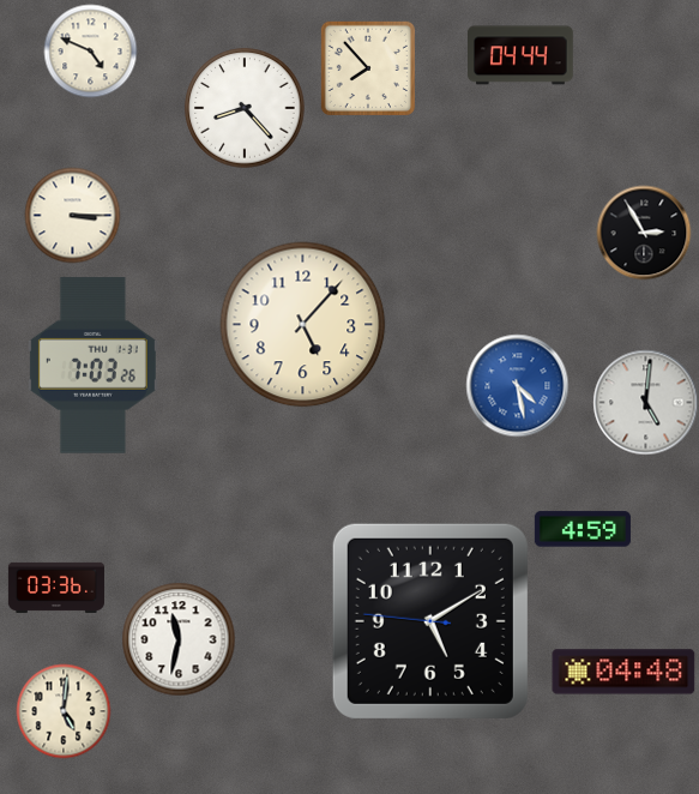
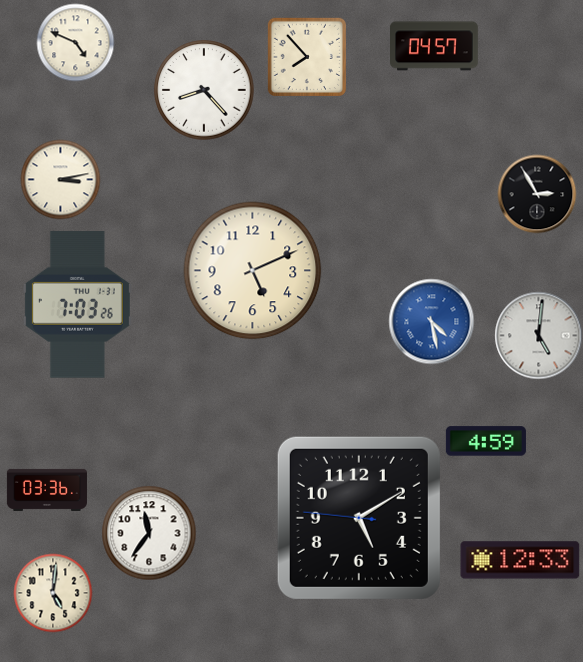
clock at (522, 55): 04:44 -> 04:57
clock at (72, 215): 3:15 -> 3:13
clock at (303, 325): 5:07 -> 5:11
clock at (179, 639): 11:32 -> 11:36
clock at (623, 672): 04:48 -> 12:33
